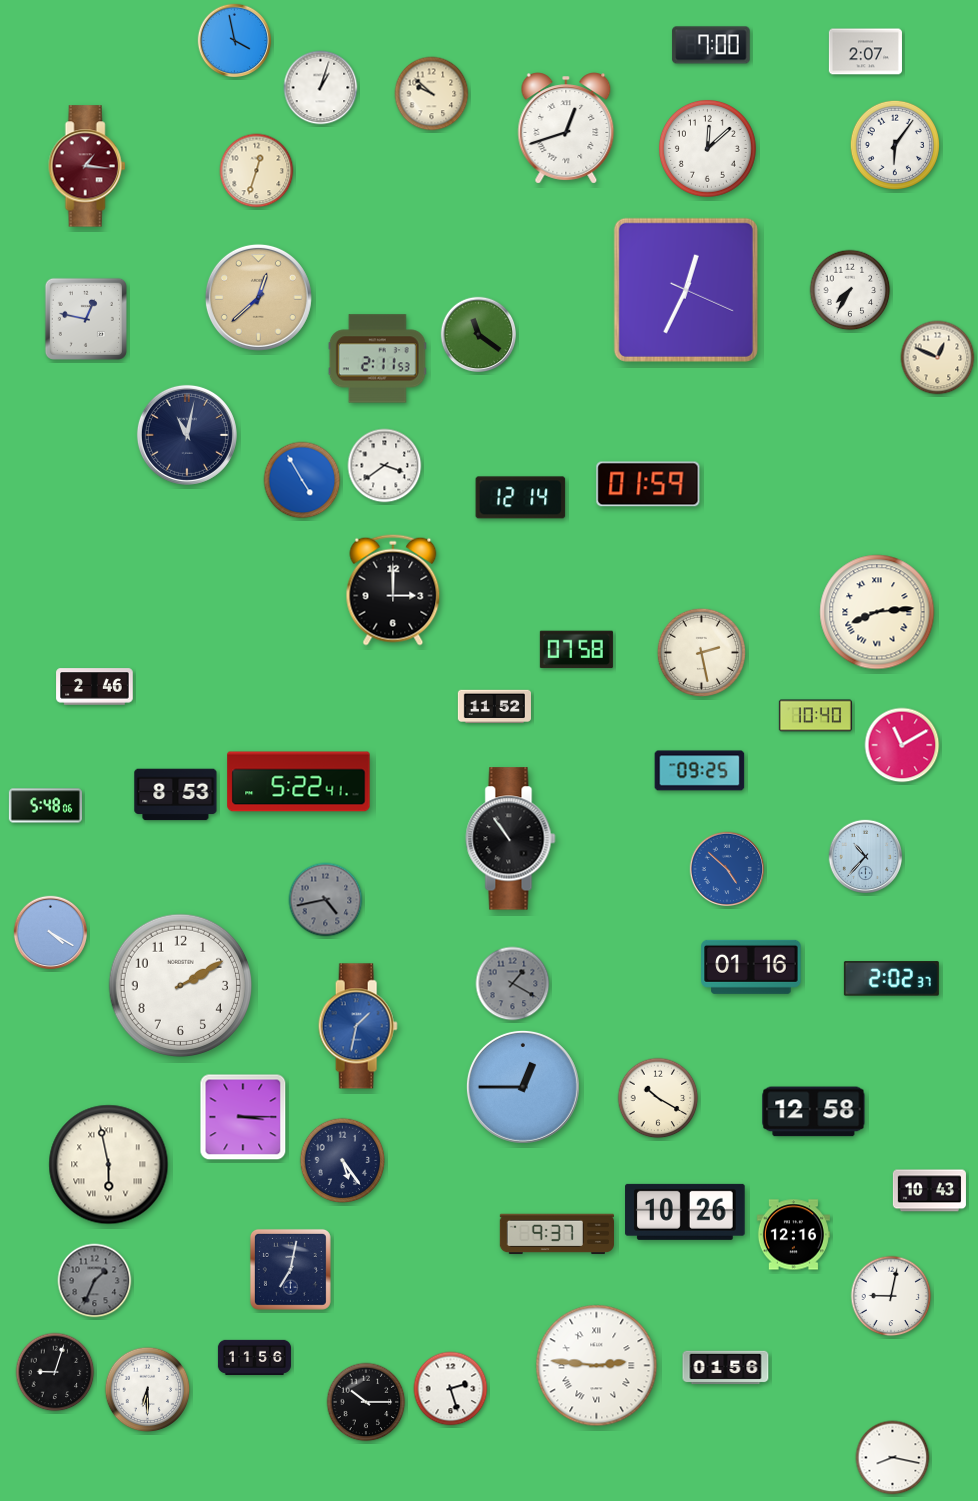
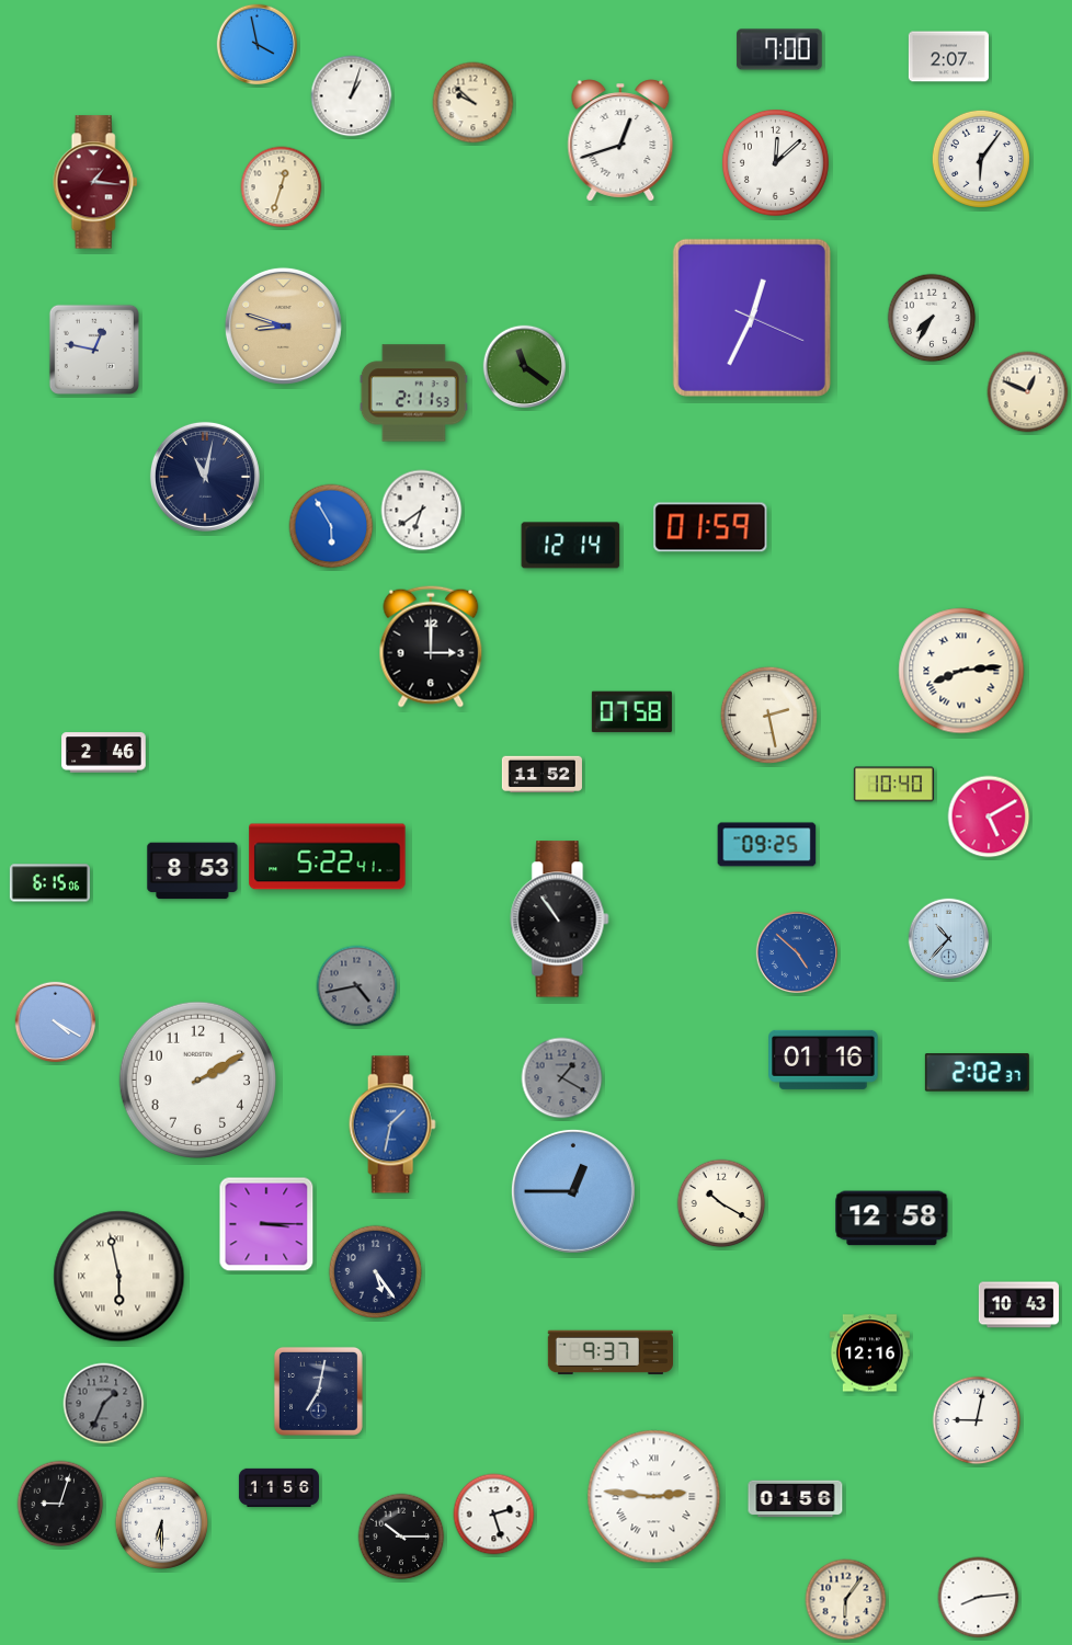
clock at (258, 297): 12:38 -> 8:48
clock at (385, 466): 3:39 -> 6:39
clock at (302, 480): 4:55 -> 5:55
clock at (648, 484) position: (648, 484) -> (710, 527)
clock at (902, 745): 11:10 -> 5:10
clock at (45, 806): 5:48 -> 6:15
clock at (685, 1212): 10:26 -> none
clock at (451, 1389) position: (451, 1389) -> (494, 1515)
clock at (893, 1458): 8:17 -> 8:14
clock at (846, 1600): none -> 6:06
